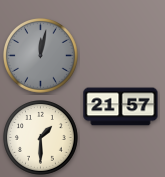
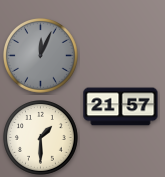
clock at (41, 56): 12:02 -> 12:04
